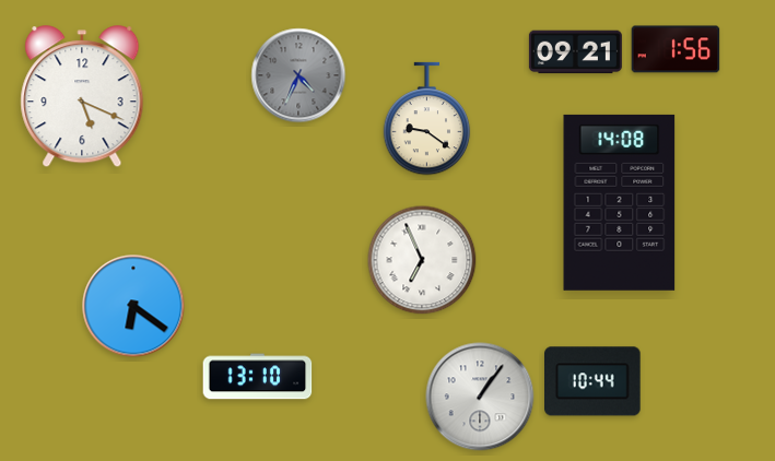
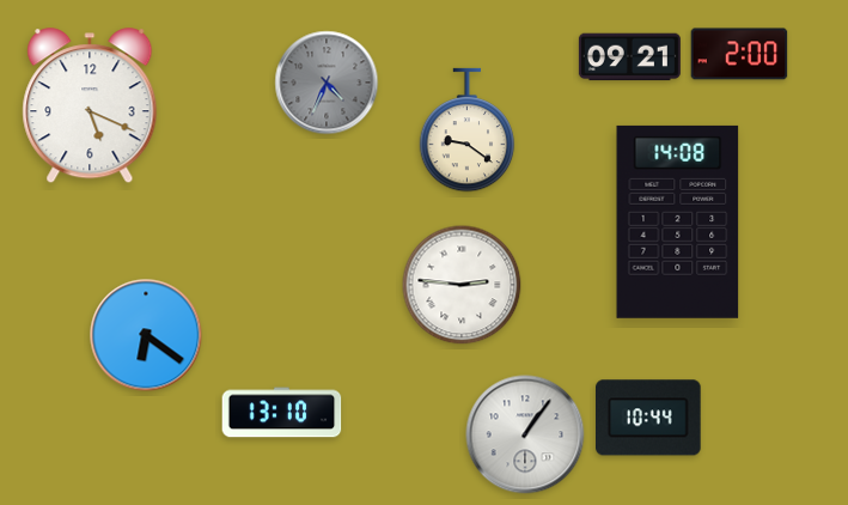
clock at (676, 49): 1:56 -> 2:00
clock at (422, 260): 6:56 -> 2:46
